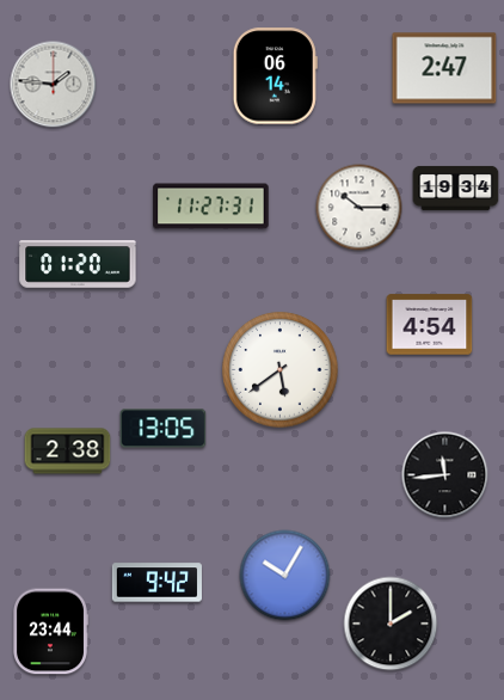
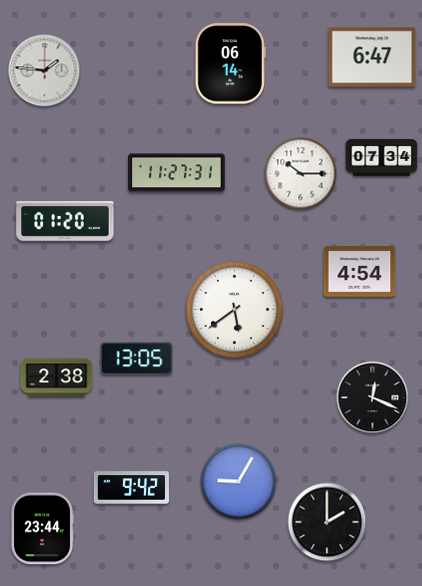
clock at (444, 68): 2:47 -> 6:47
clock at (456, 188): 19:34 -> 07:34
clock at (445, 475): 11:44 -> 12:19
clock at (285, 576): 10:05 -> 9:05
